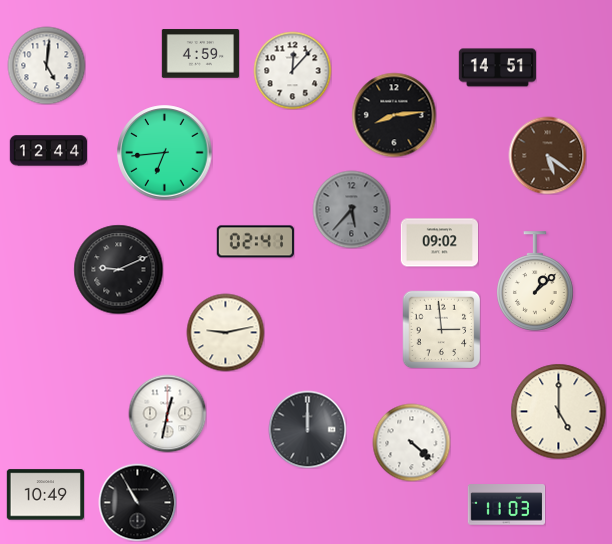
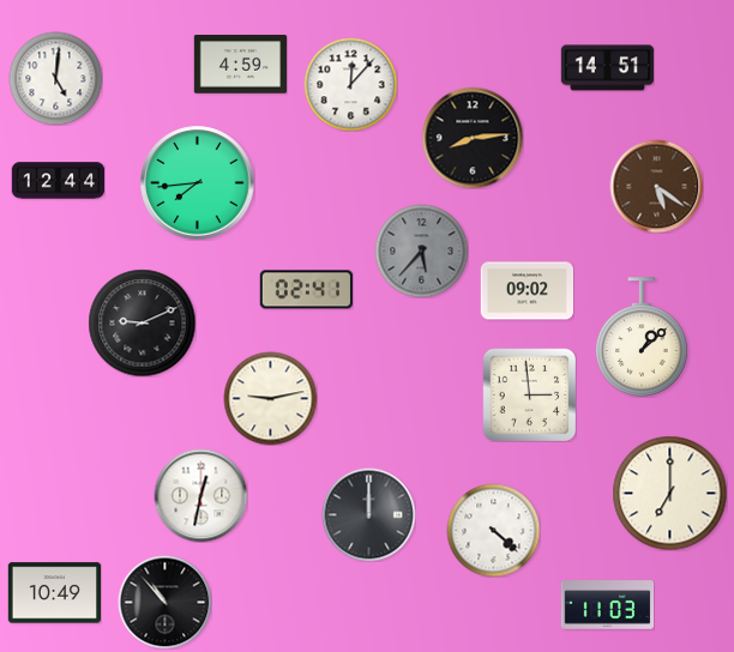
clock at (497, 68) position: (497, 68) -> (607, 68)
clock at (165, 153): 6:44 -> 7:44
clock at (558, 411): 5:00 -> 7:00
clock at (137, 502): 10:55 -> 10:53
